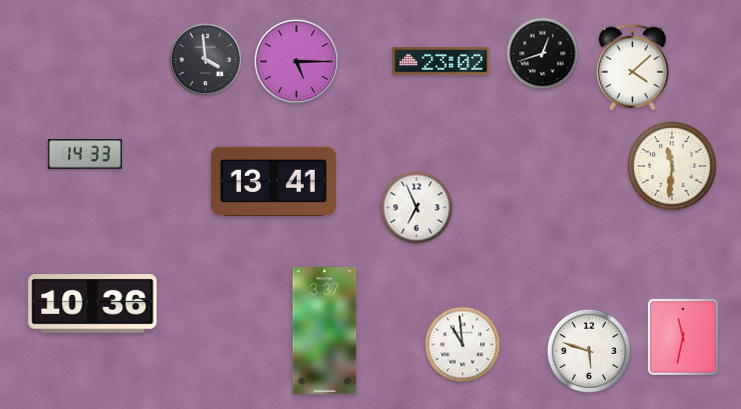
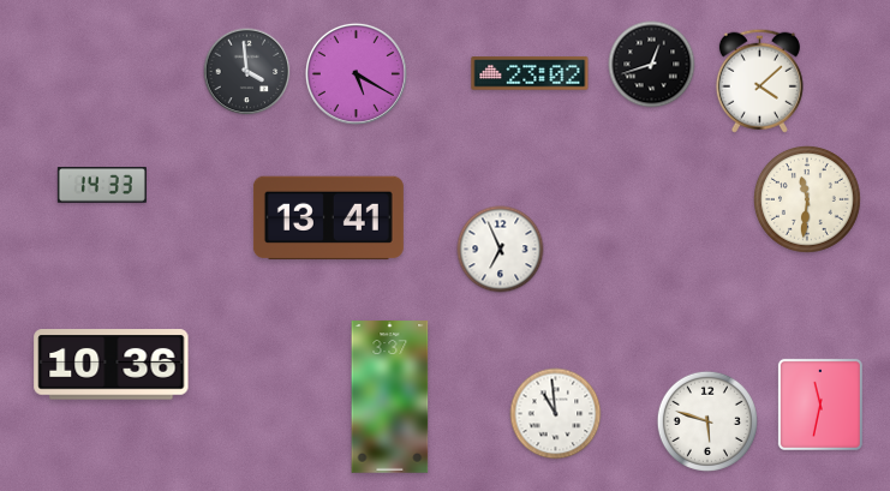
clock at (296, 61): 5:15 -> 5:20
